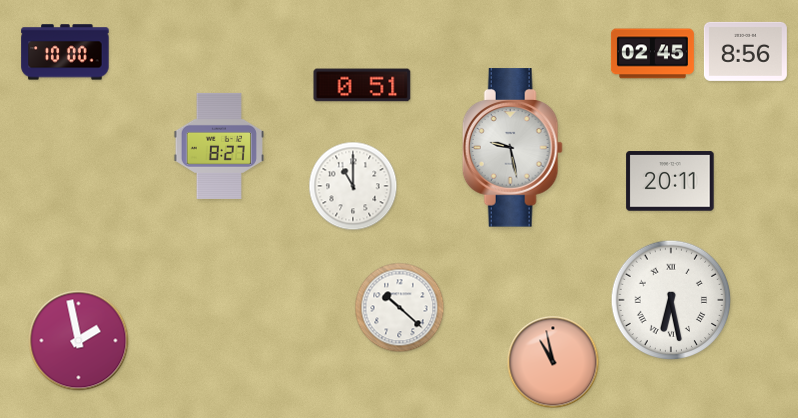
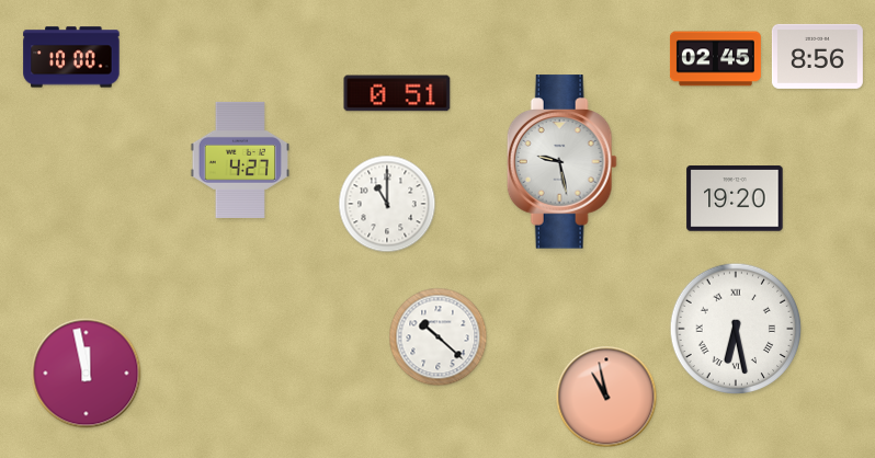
clock at (218, 146): 8:27 -> 4:27
clock at (670, 181): 20:11 -> 19:20
clock at (79, 341): 1:58 -> 11:58
